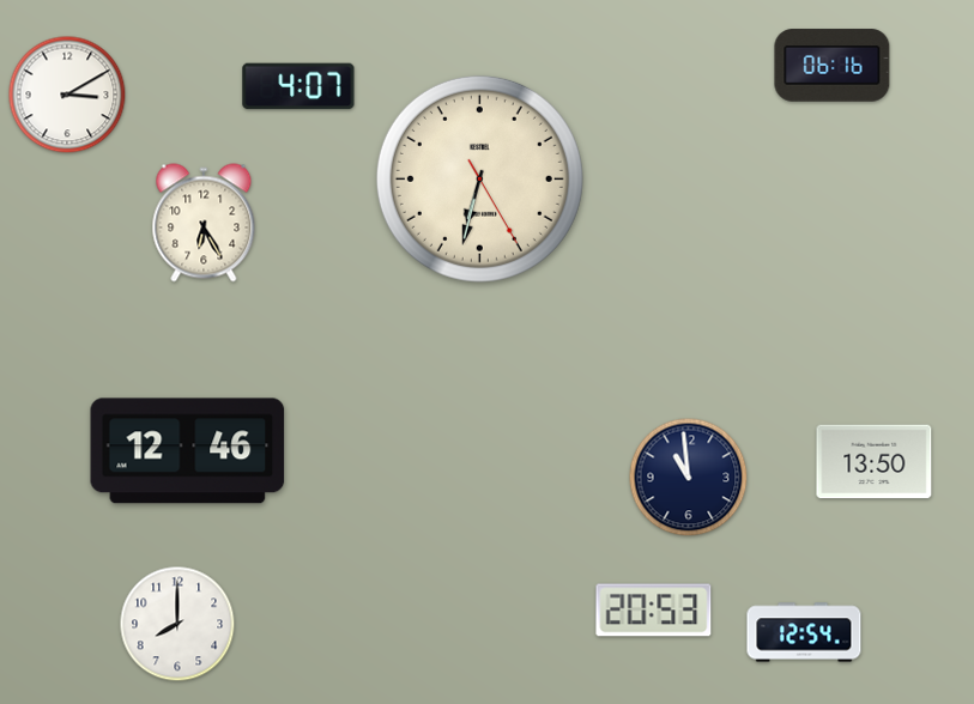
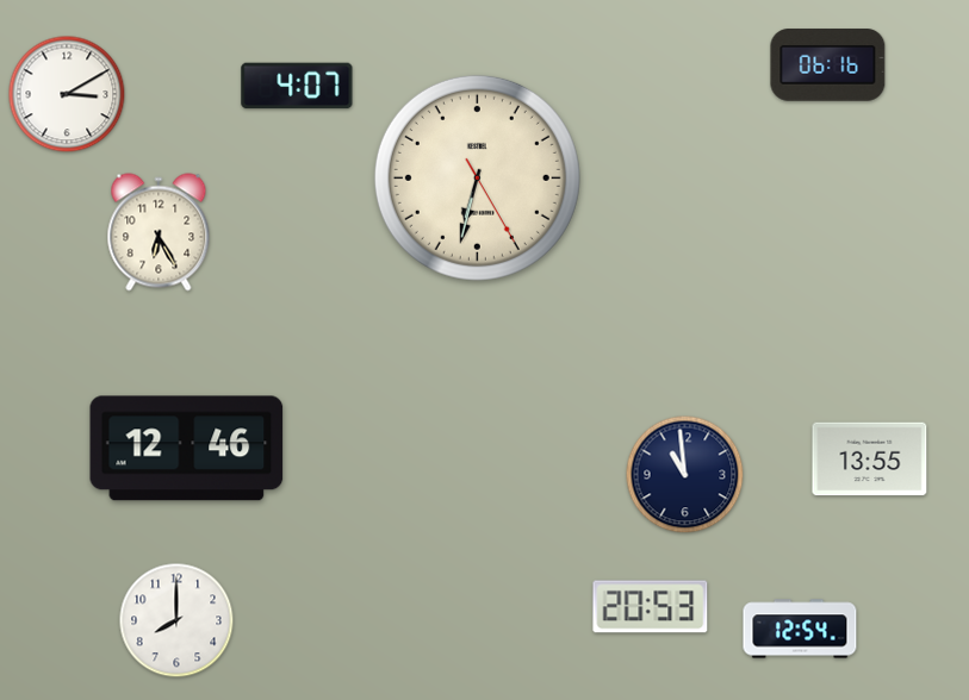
clock at (204, 223) position: (204, 223) -> (159, 232)
clock at (875, 462): 13:50 -> 13:55
